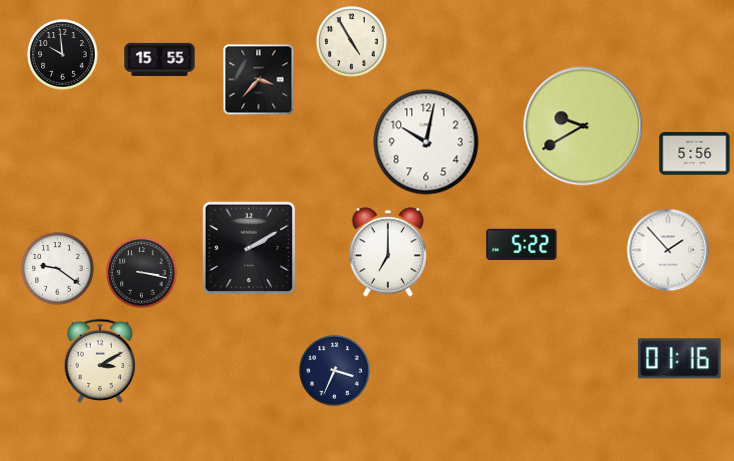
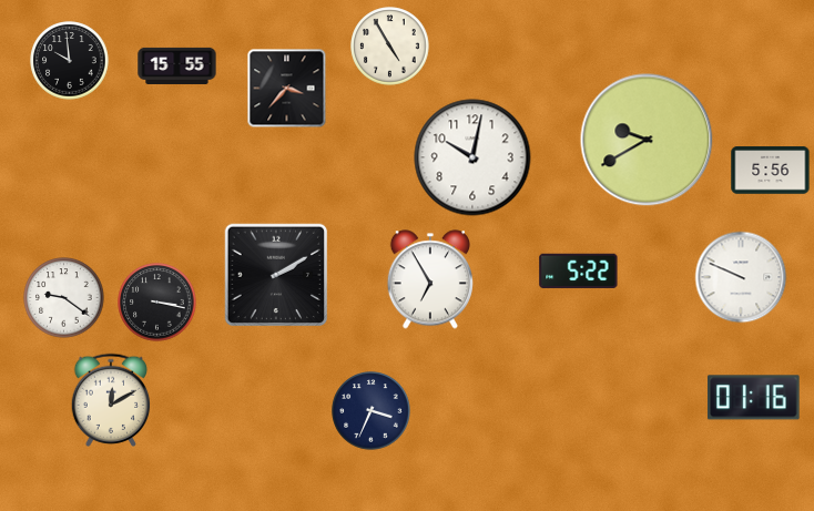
clock at (668, 250): 1:53 -> 9:49
clock at (387, 252): 7:00 -> 6:55
clock at (100, 361): 3:10 -> 12:10
